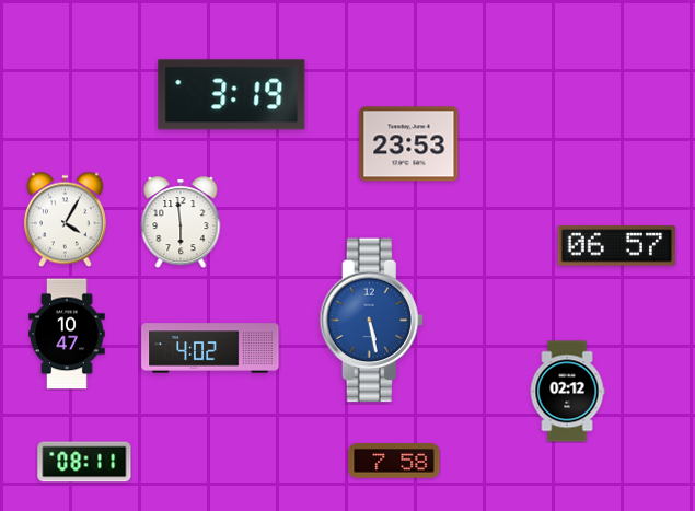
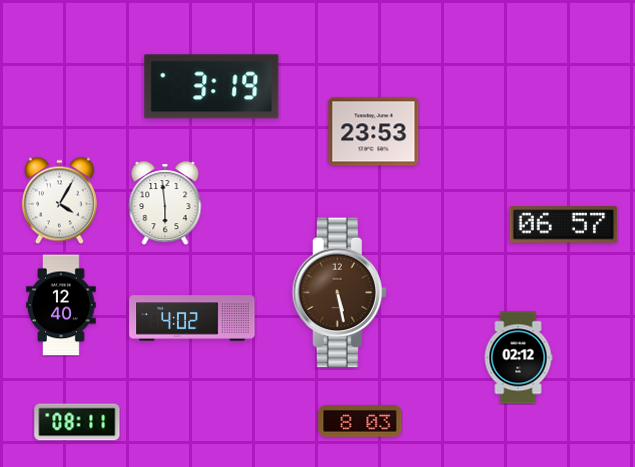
clock at (371, 321) dial: blue -> brown
clock at (68, 334): 10:47 -> 12:40
clock at (394, 461): 7:58 -> 8:03
